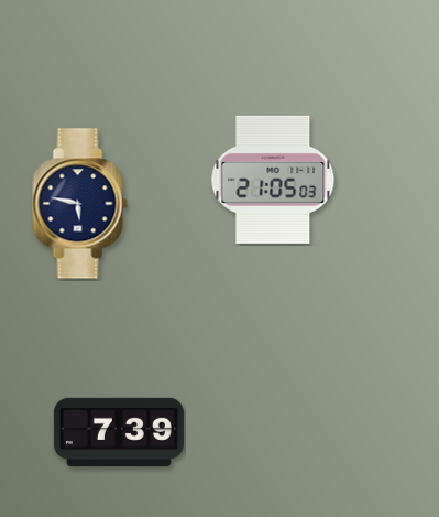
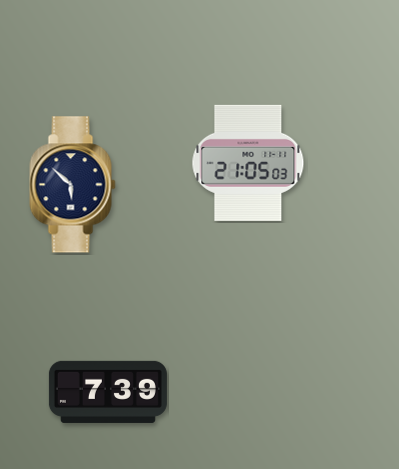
clock at (80, 204): 5:47 -> 5:52
